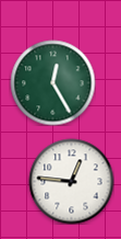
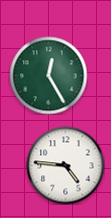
clock at (71, 181): 12:46 -> 4:46
